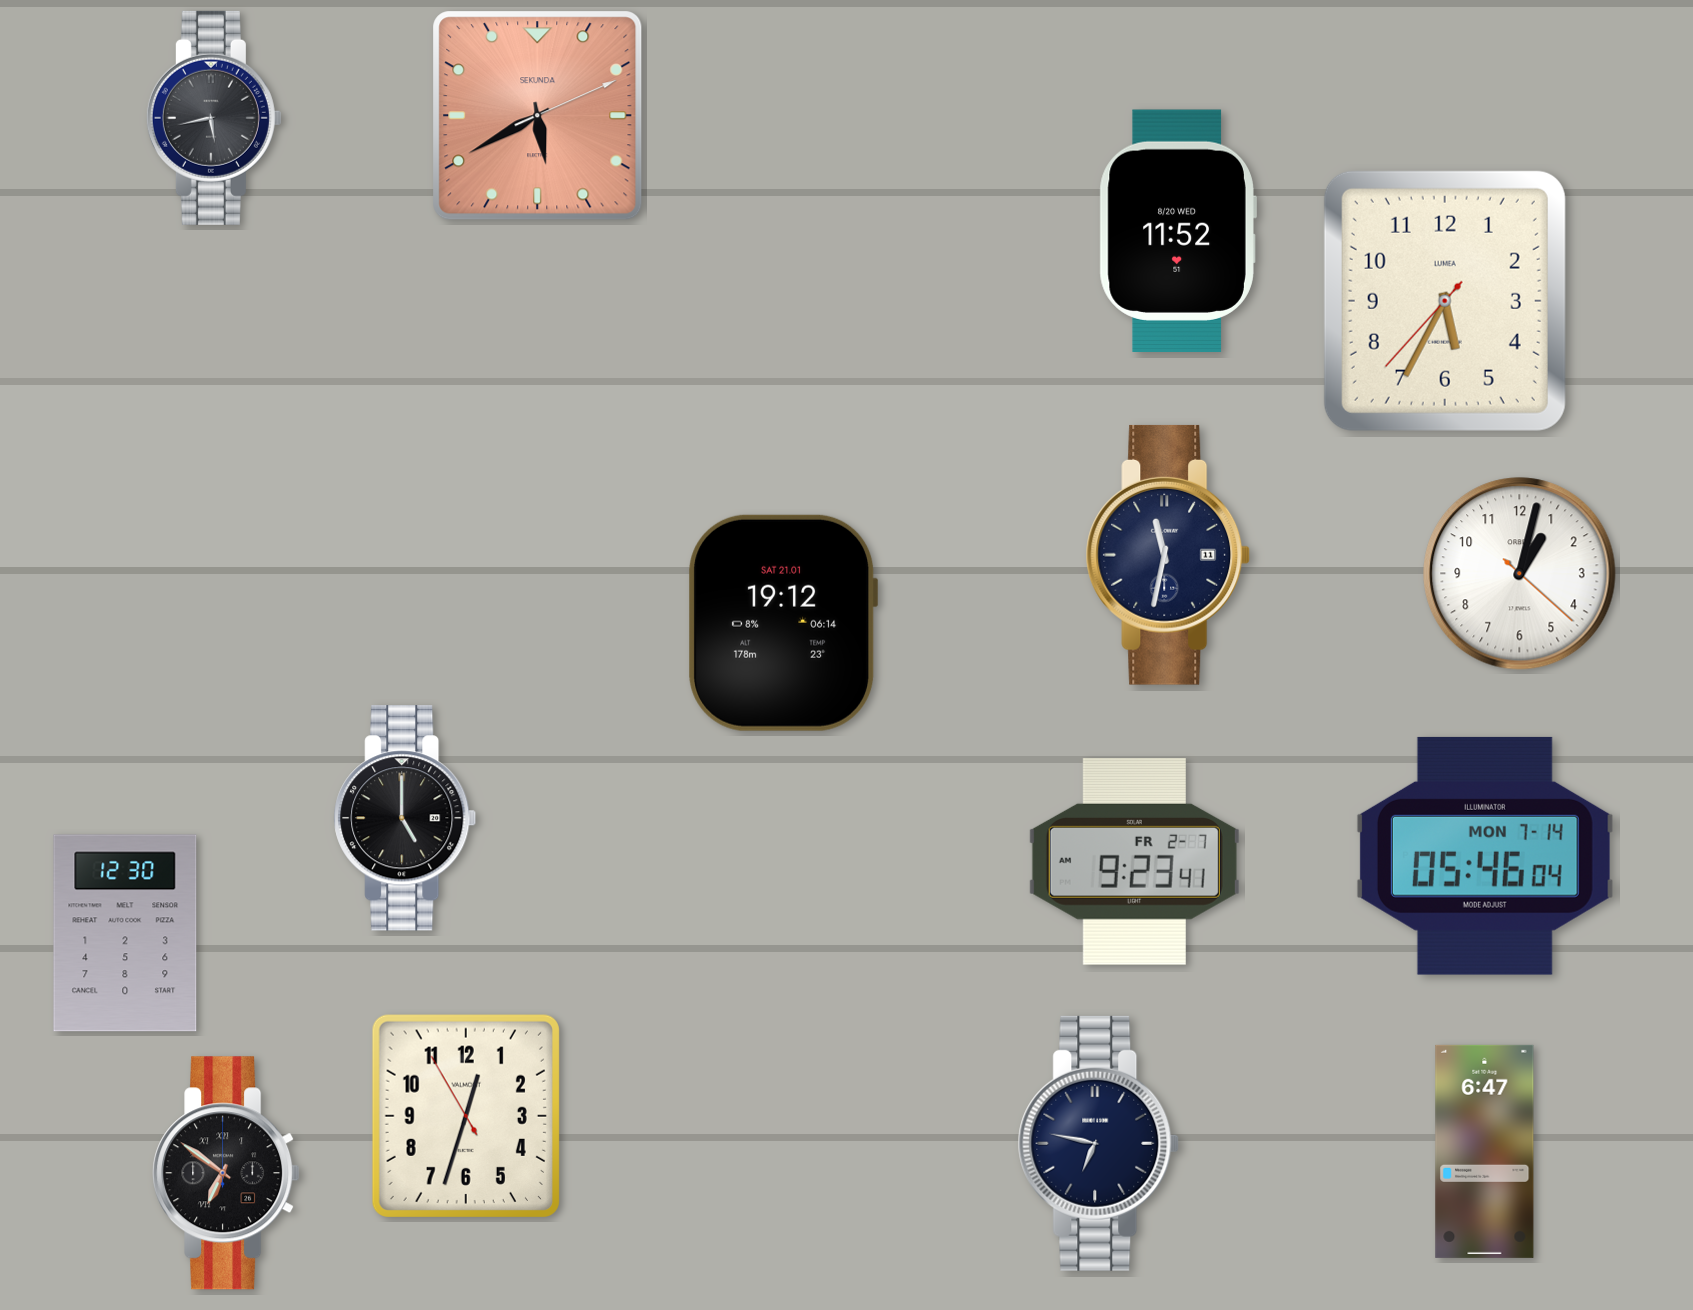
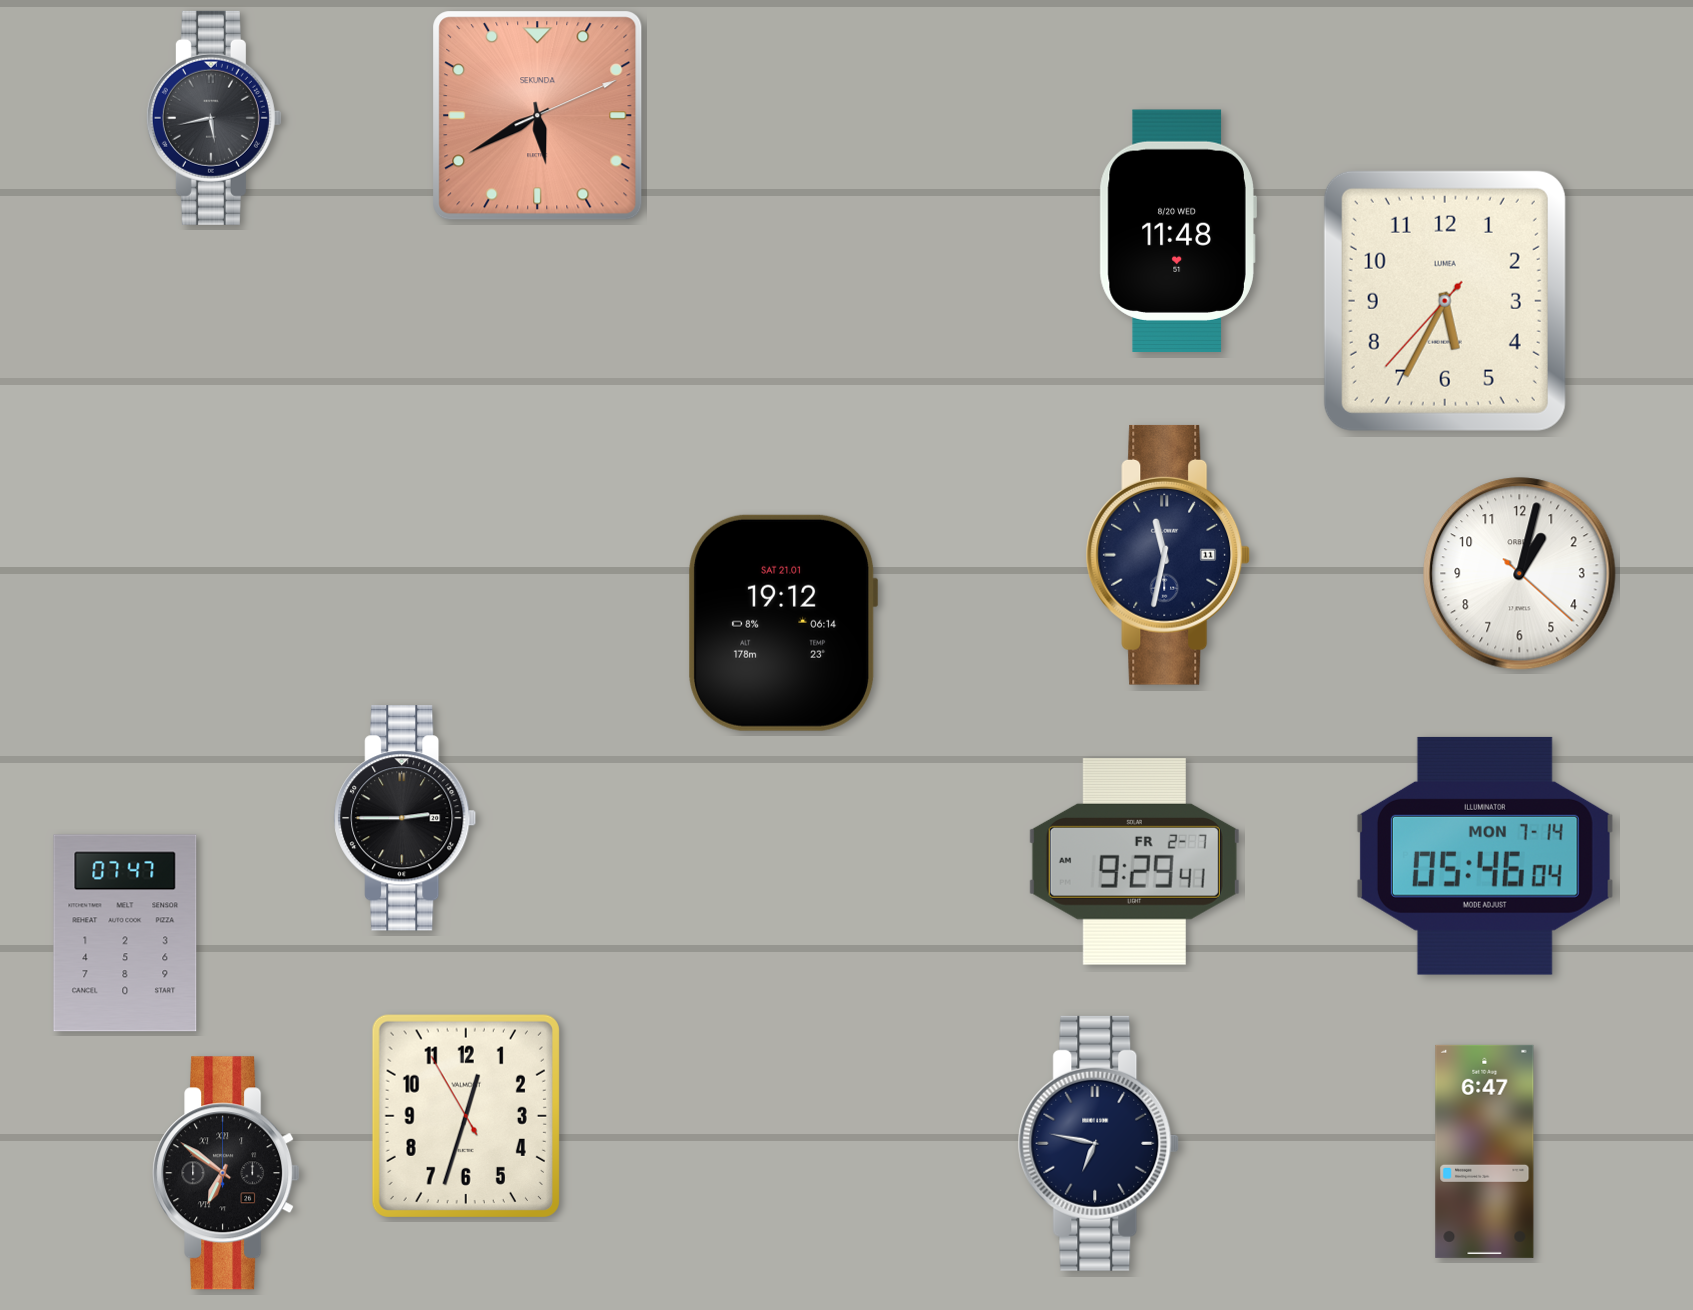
clock at (1178, 230): 11:52 -> 11:48
clock at (405, 818): 5:00 -> 2:45
clock at (1134, 862): 9:23 -> 9:29
clock at (125, 933): 12:30 -> 07:47
